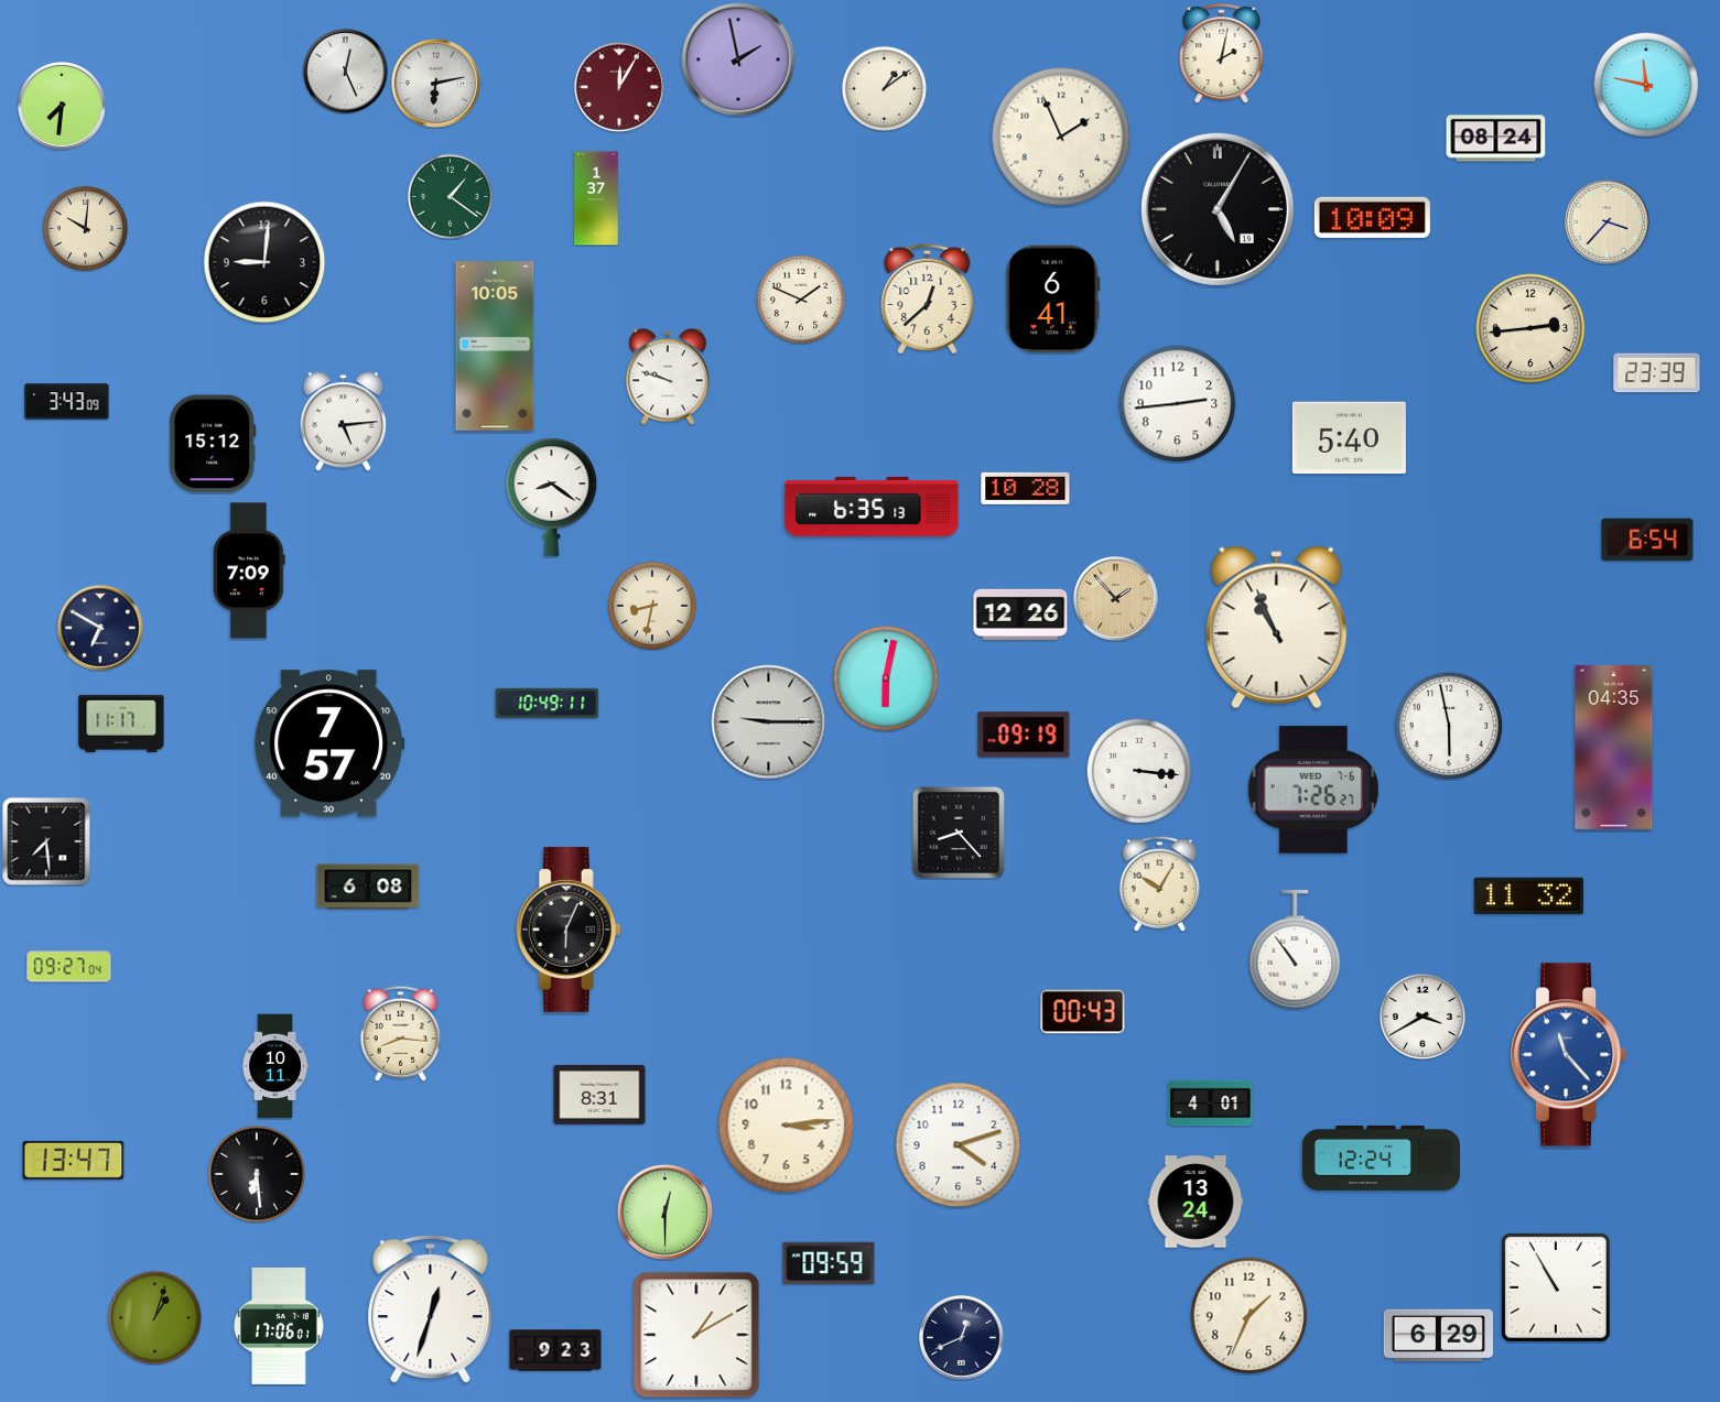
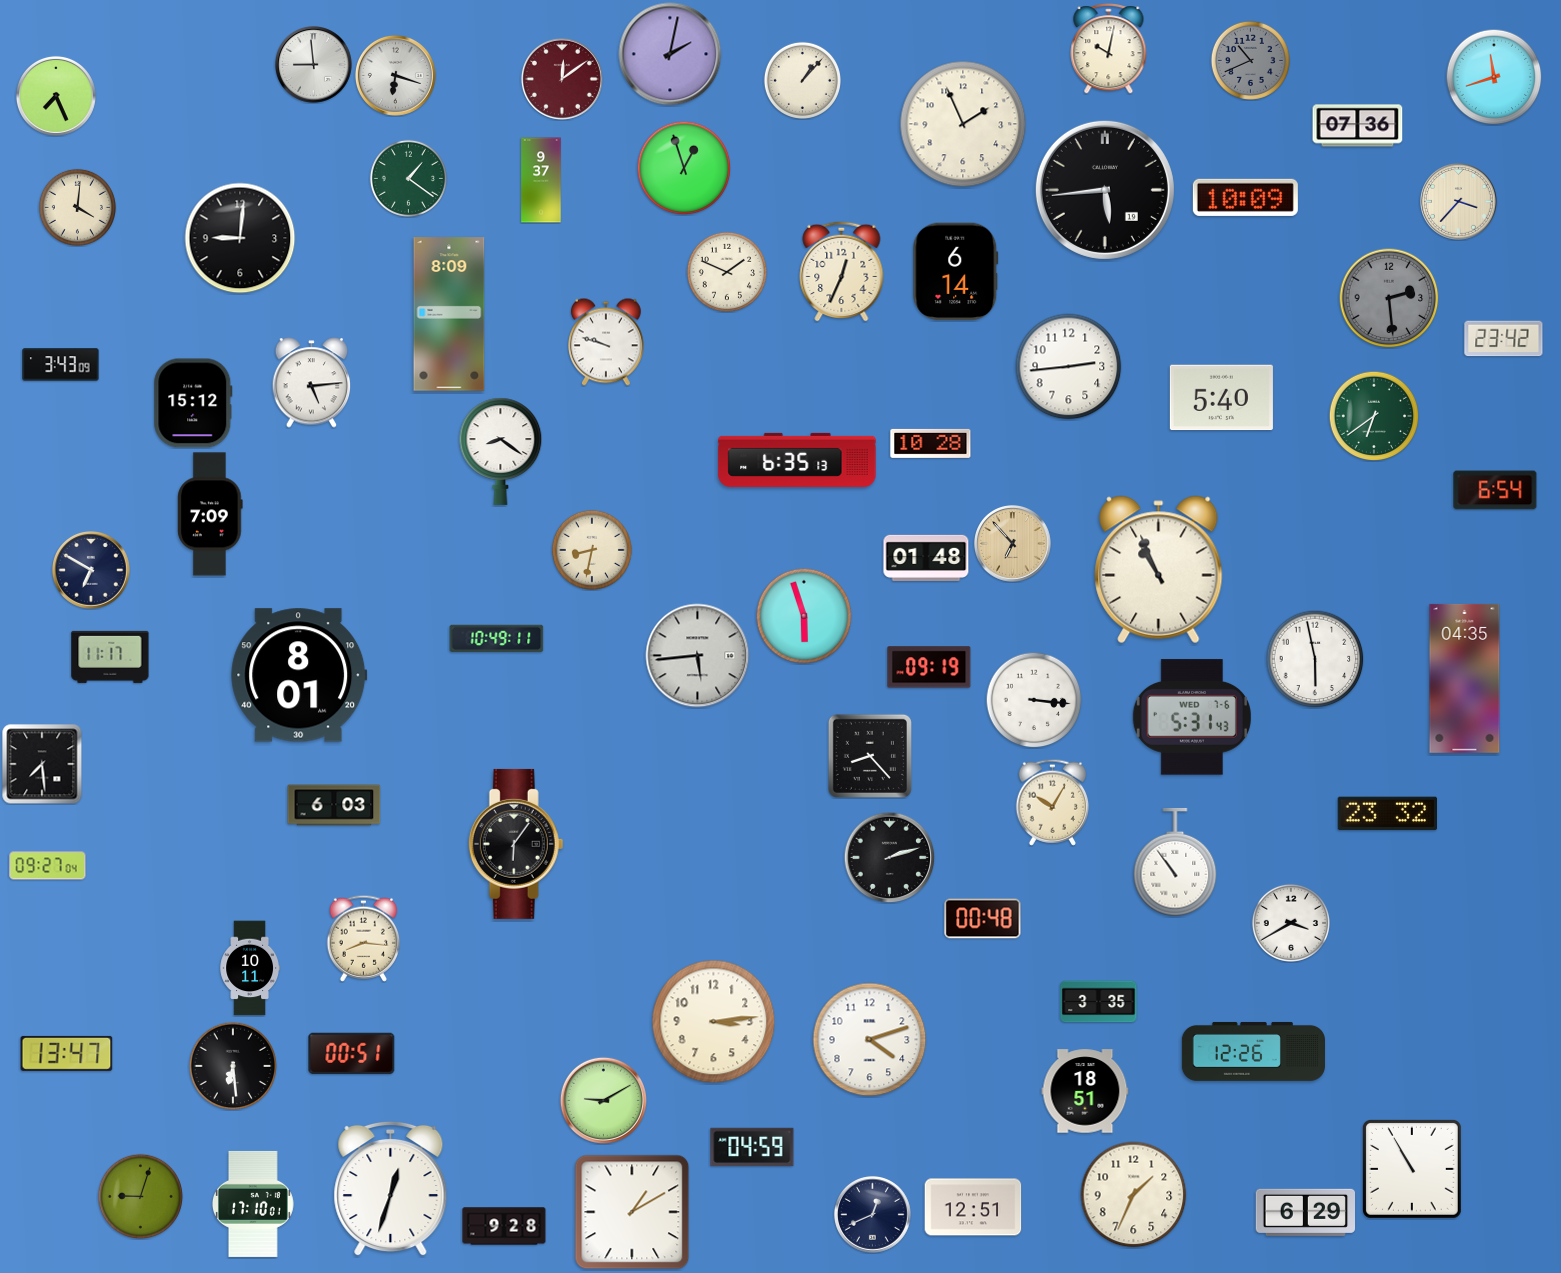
clock at (1222, 54): 2:02 -> 10:02
clock at (738, 59): 1:58 -> 2:02
clock at (1250, 60): none -> 10:41
clock at (346, 72): 12:26 -> 8:59
clock at (435, 83): 6:13 -> 6:18
clock at (1646, 85): 11:47 -> 11:42
clock at (619, 87): 12:05 -> 12:09
clock at (884, 88): 1:09 -> 1:07
clock at (62, 106): 7:31 -> 7:26
clock at (1496, 139): 08:24 -> 07:36
clock at (684, 168): none -> 12:57
clock at (596, 198): 1:37 -> 9:37
clock at (1218, 209): 5:05 -> 5:44
clock at (85, 228): 10:01 -> 4:01
clock at (928, 298): 12:38 -> 12:34
clock at (1053, 300): 6:41 -> 6:14
clock at (1530, 328): 2:44 -> 2:29
clock at (1530, 328) dial: cream -> grey
clock at (495, 346): 10:05 -> 8:09
clock at (1657, 373): 23:39 -> 23:42
clock at (1349, 438) position: (1349, 438) -> (1221, 398)
clock at (1374, 416): none -> 6:39
clock at (872, 507) position: (872, 507) -> (797, 460)
clock at (249, 570) position: (249, 570) -> (210, 514)
clock at (1116, 599): 1:53 -> 6:53
clock at (1020, 615): 12:26 -> 01:48
clock at (886, 678): 6:02 -> 5:57
clock at (769, 722): 9:15 -> 5:44
clock at (329, 743): 7:57 -> 8:01
clock at (1313, 790): 7:26 -> 5:31
clock at (368, 887): 6:08 -> 6:03
clock at (1528, 896): 11:32 -> 23:32
clock at (569, 930): 6:04 -> 6:06
clock at (889, 857): none -> 2:12
clock at (69, 967) position: (69, 967) -> (48, 866)
clock at (1083, 1012): 00:43 -> 00:48
clock at (1569, 1055): 11:23 -> none
clock at (599, 1095): 8:31 -> none
clock at (1211, 1104): 4:01 -> 3:35
clock at (1381, 1158): 12:24 -> 12:26
clock at (352, 1053): none -> 00:51
clock at (1196, 1202): 13:24 -> 18:51
clock at (664, 1211): 12:30 -> 9:10
clock at (829, 1263): 09:59 -> 04:59
clock at (154, 1317): 1:03 -> 9:03
clock at (280, 1326): 17:06 -> 17:10
clock at (973, 1207): none -> 12:51
clock at (555, 1350): 9:23 -> 9:28
